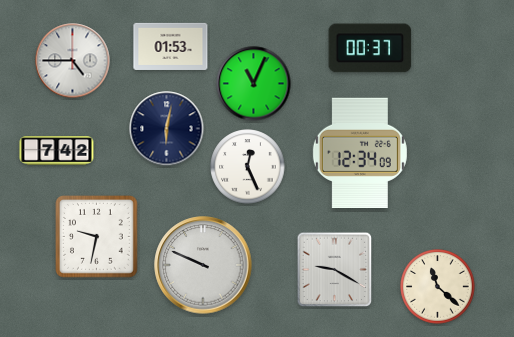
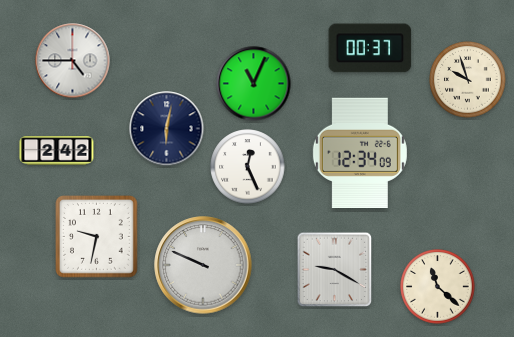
clock at (171, 46): 01:53 -> none
clock at (468, 80): none -> 9:57
clock at (57, 151): 7:42 -> 2:42
